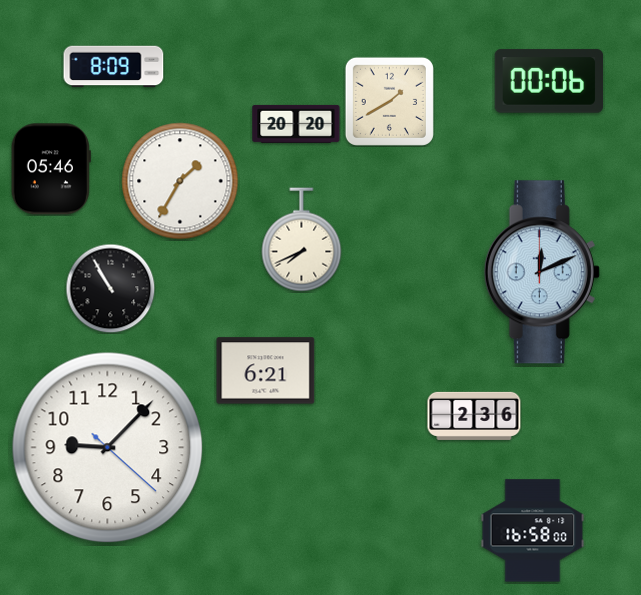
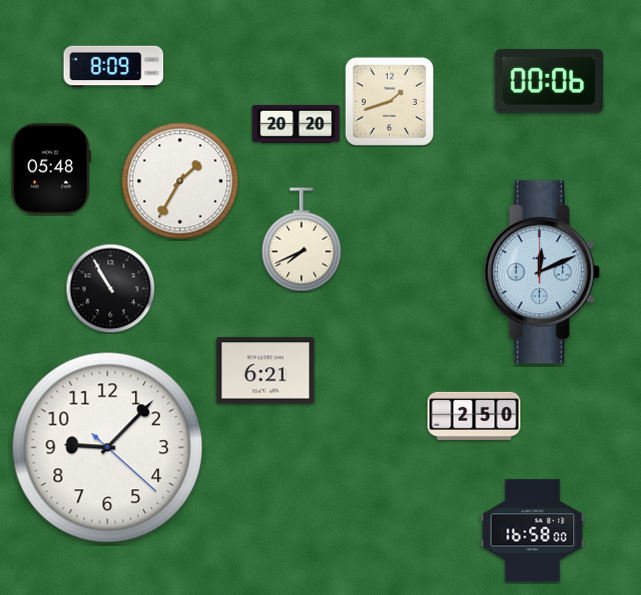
clock at (389, 101): 1:40 -> 1:42
clock at (51, 169): 05:46 -> 05:48
clock at (474, 416): 2:36 -> 2:50
